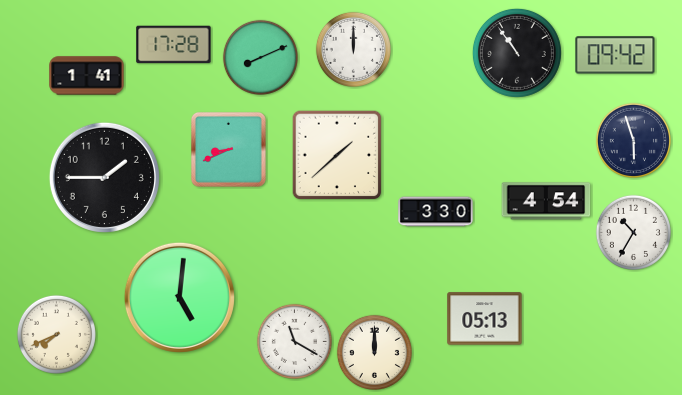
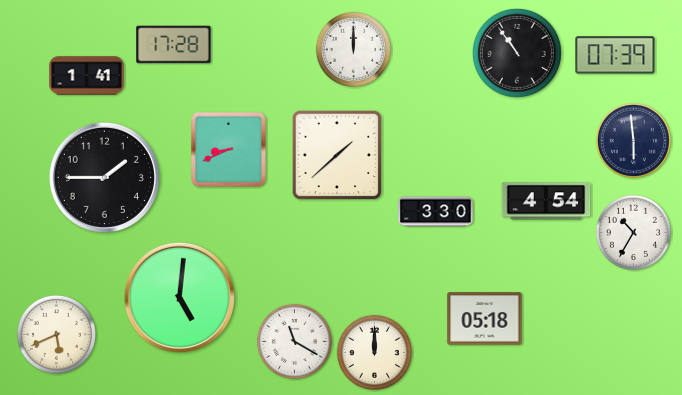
clock at (615, 55): 09:42 -> 07:39
clock at (260, 57): 8:11 -> none
clock at (633, 140): 5:57 -> 5:59
clock at (485, 319): 05:13 -> 05:18
clock at (56, 334): 7:41 -> 5:41
